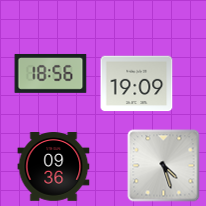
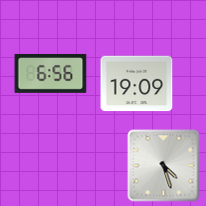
clock at (51, 73): 18:56 -> 6:56
clock at (54, 167): 09:36 -> none
